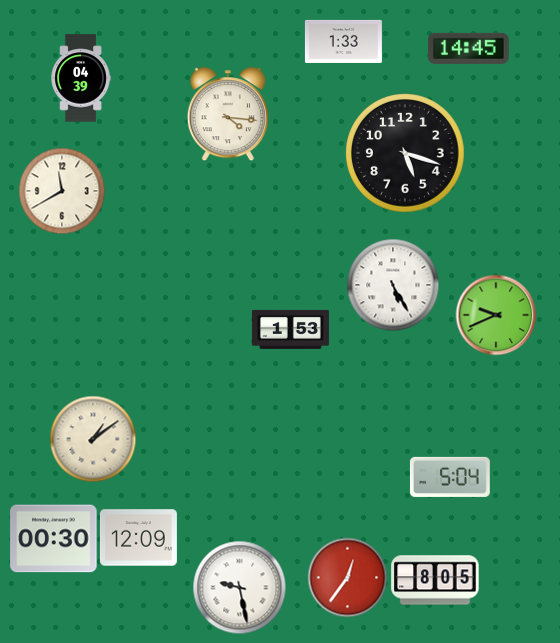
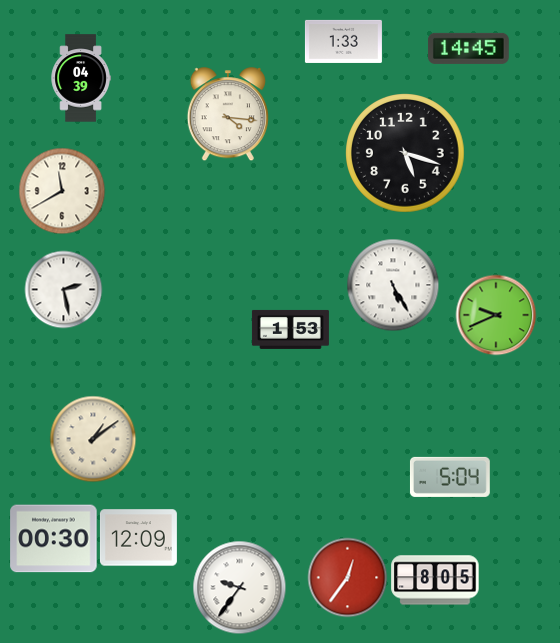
clock at (63, 289): none -> 2:28
clock at (239, 587): 9:28 -> 9:36
